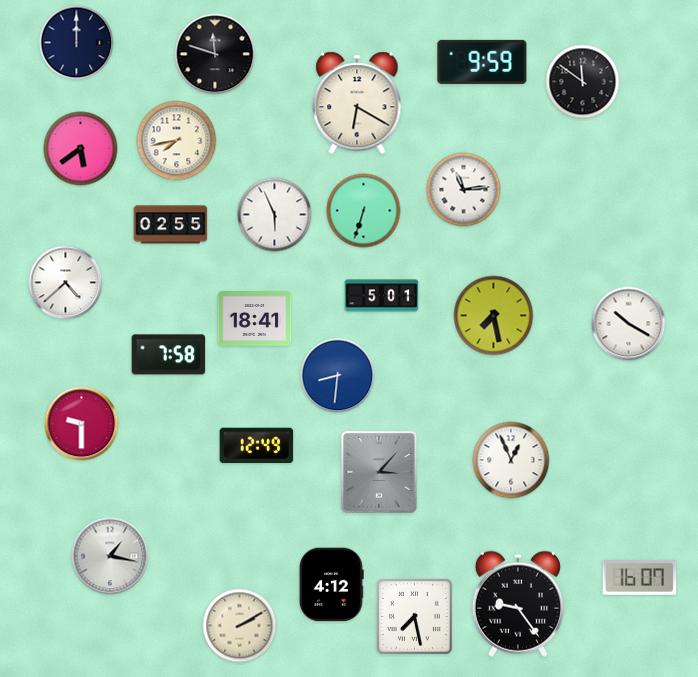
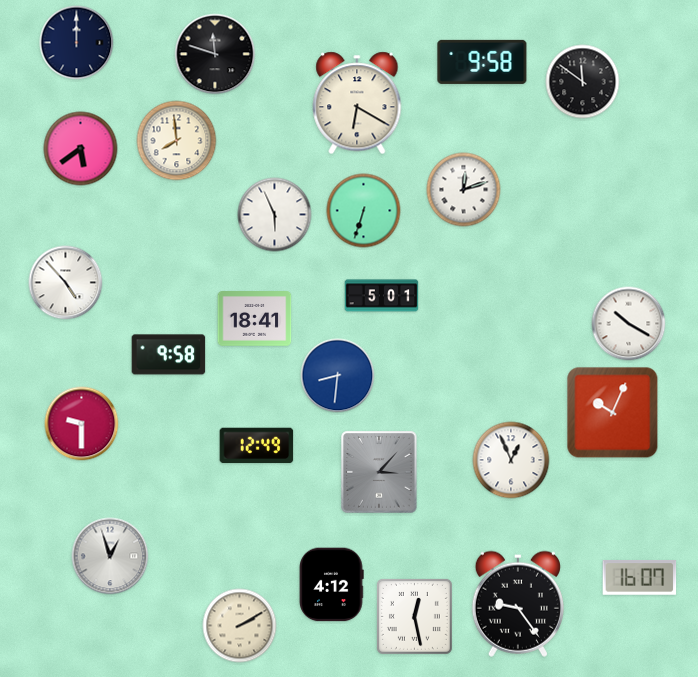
clock at (482, 62): 9:59 -> 9:58
clock at (177, 141): 7:43 -> 7:59
clock at (464, 190): 11:14 -> 12:12
clock at (171, 225): 02:55 -> none
clock at (66, 283): 4:38 -> 4:53
clock at (494, 316): 7:28 -> none
clock at (169, 355): 7:58 -> 9:58
clock at (613, 413): none -> 10:04
clock at (110, 556): 1:17 -> 12:57
clock at (414, 616): 7:28 -> 12:28
